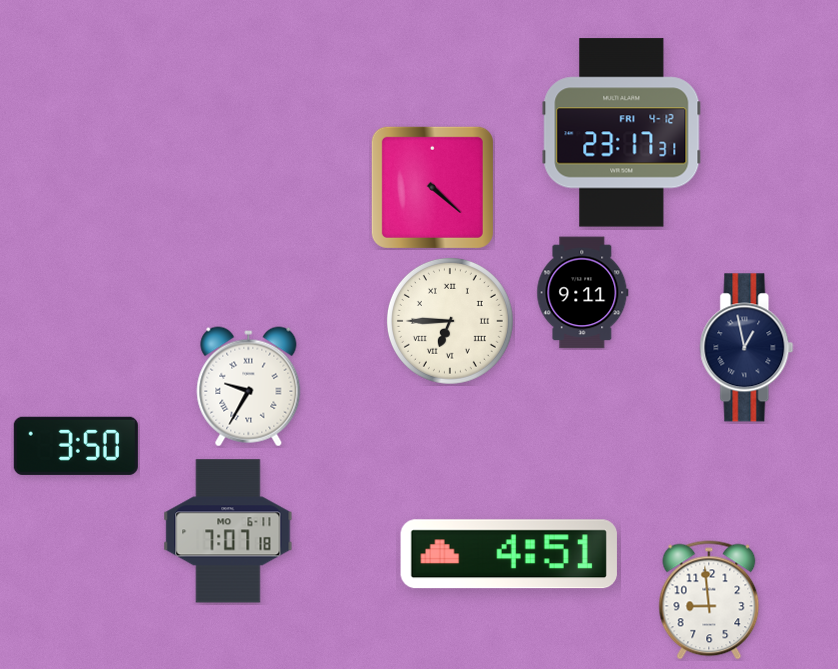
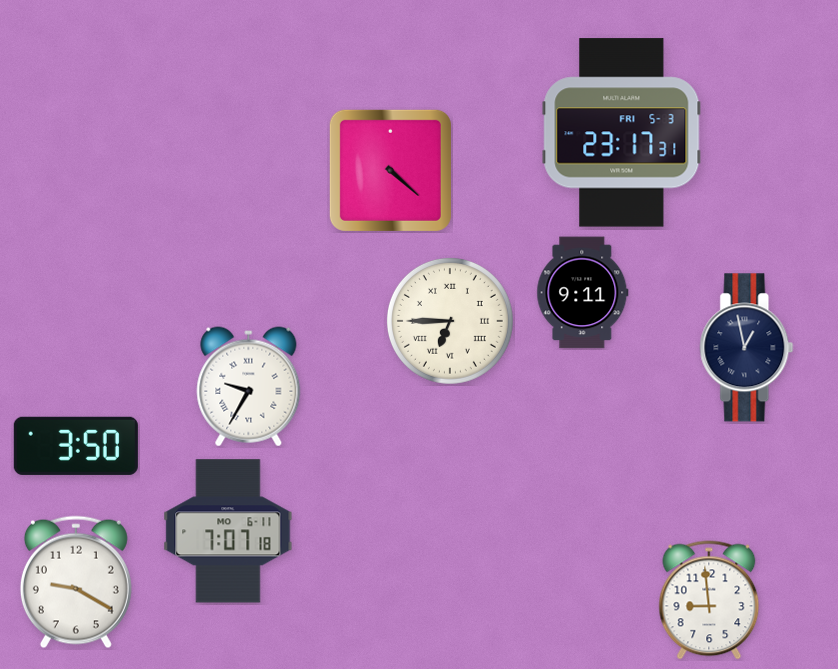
clock at (622, 133) date: FRI 4-12 -> FRI 5-3
clock at (432, 187) position: (432, 187) -> (390, 170)
clock at (509, 554): 4:51 -> none
clock at (76, 582): none -> 9:20
